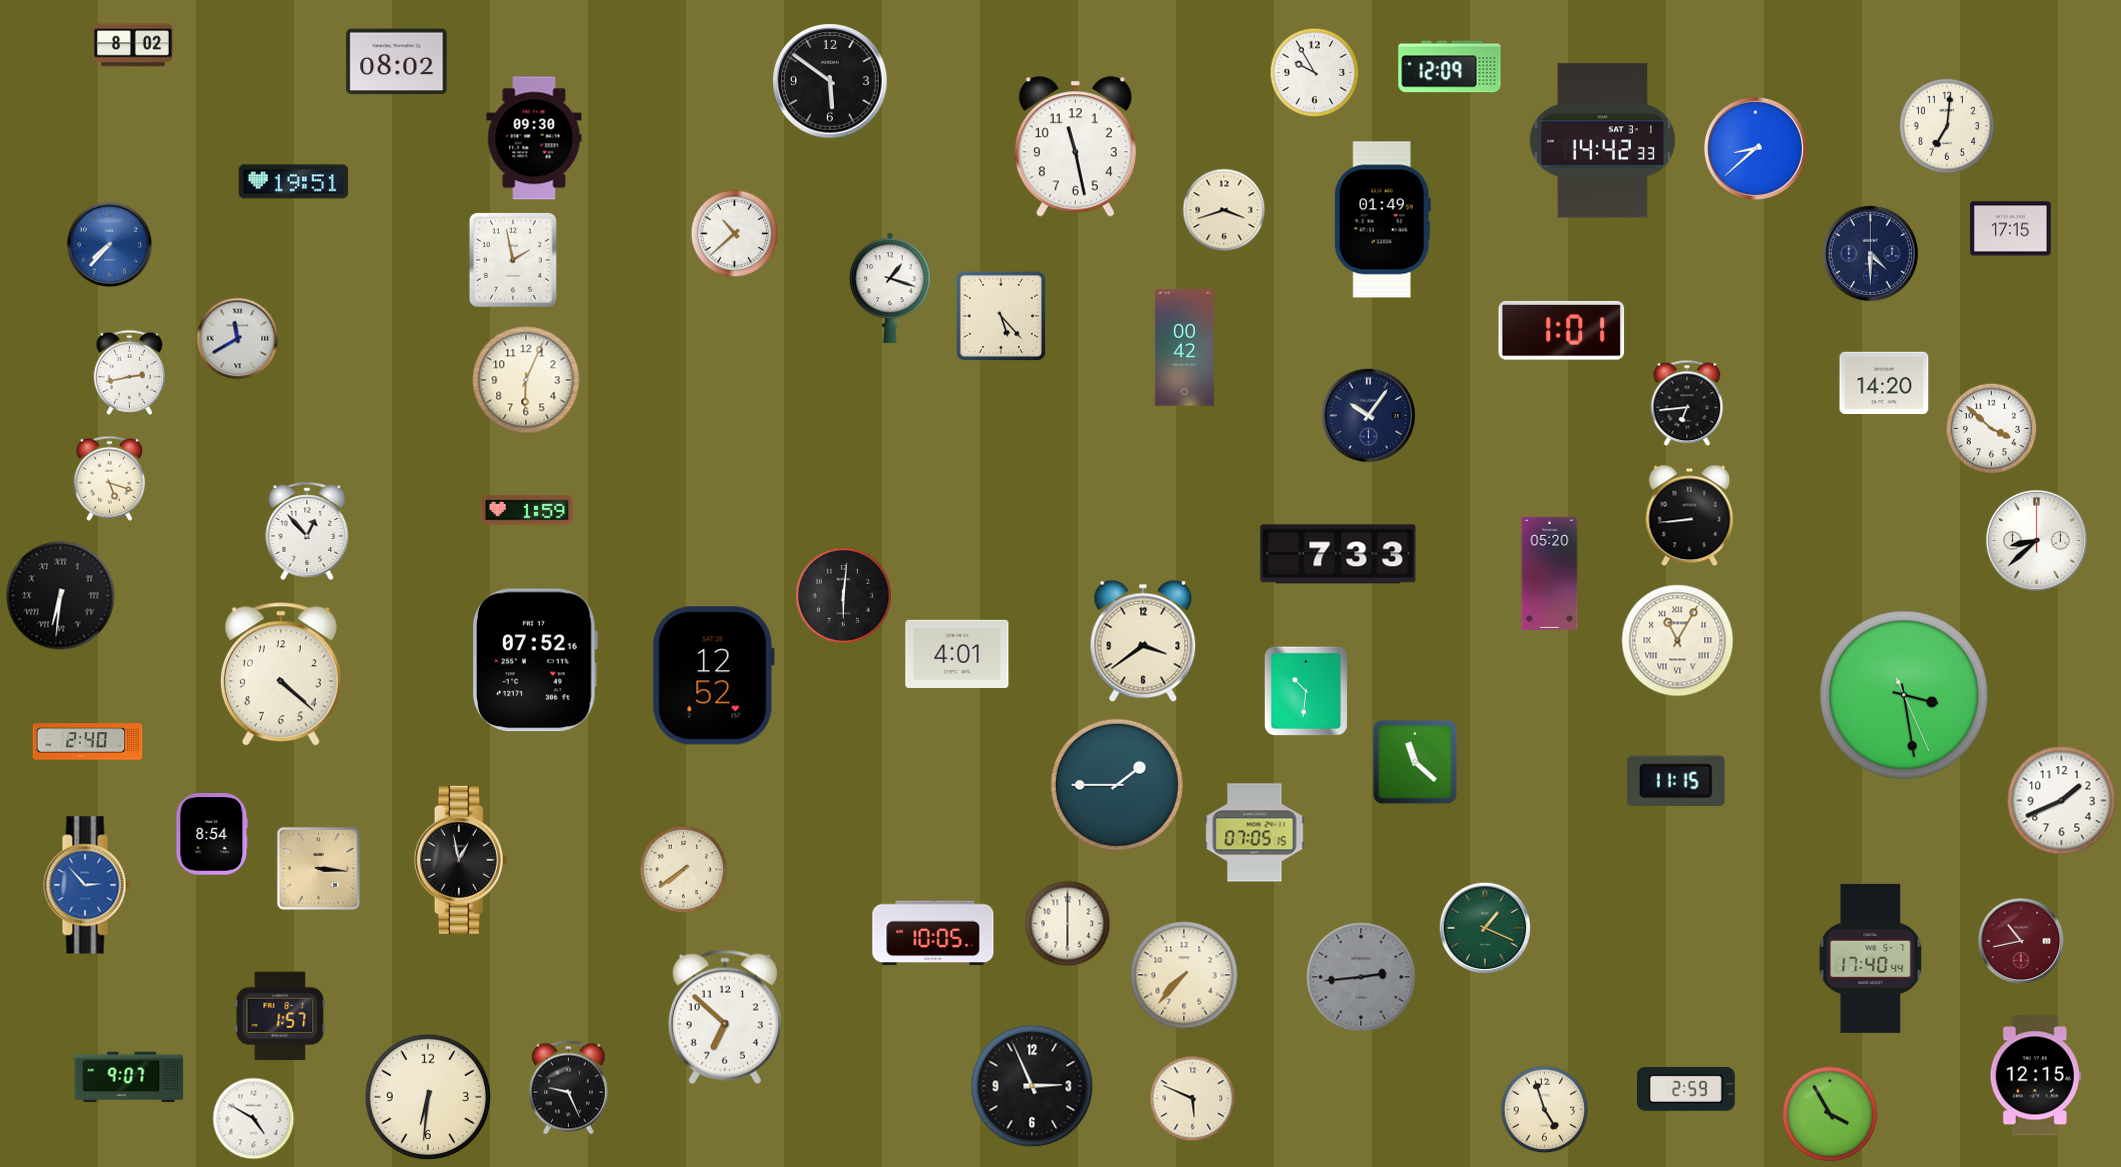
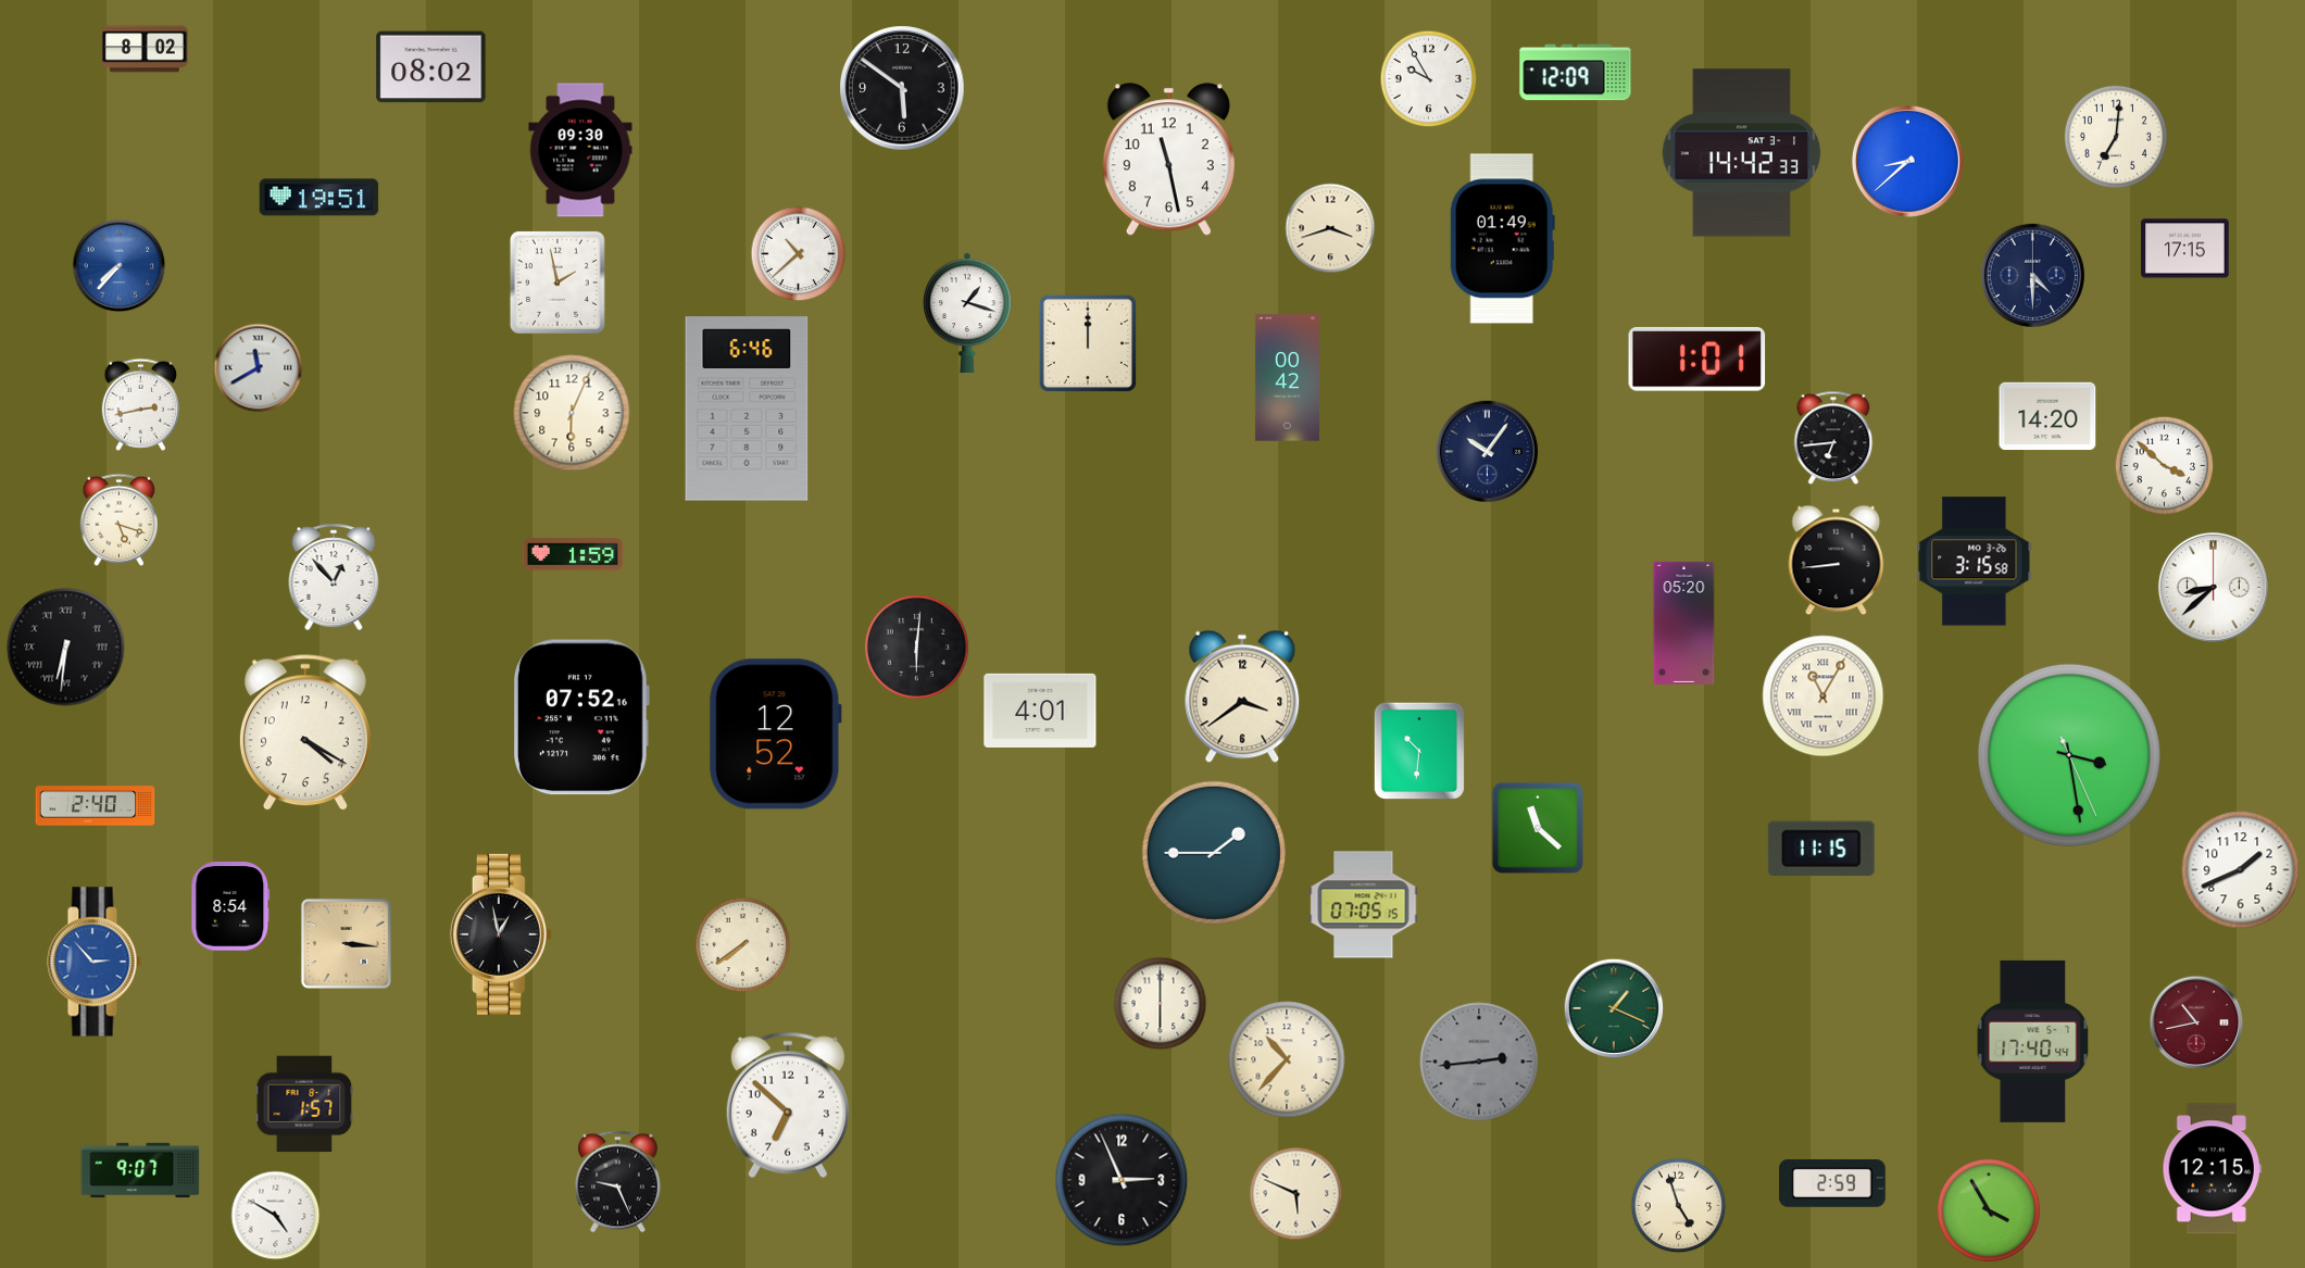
clock at (1001, 316): 5:23 -> 12:00
clock at (747, 409): none -> 6:46
clock at (1975, 562): none -> 3:15
clock at (1338, 554): 7:33 -> none
clock at (281, 675): 4:22 -> 4:20
clock at (933, 933): 10:05 -> none
clock at (1184, 975): 7:37 -> 10:37
clock at (428, 1097): 6:31 -> none
